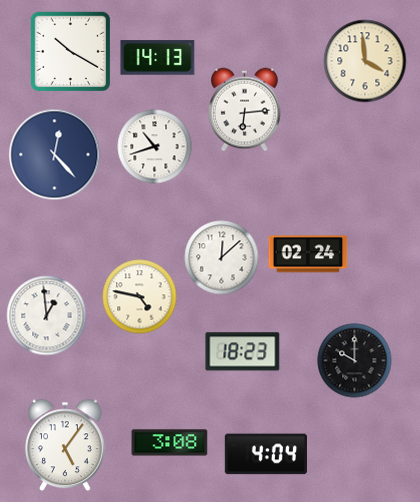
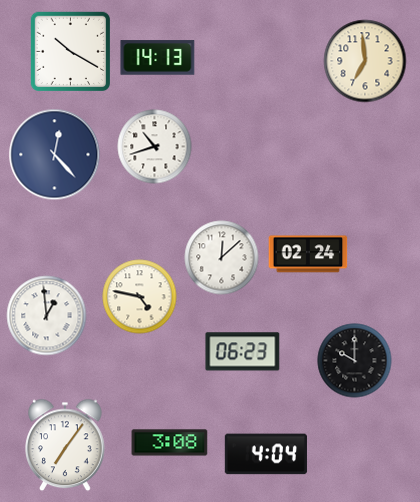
clock at (365, 61): 3:59 -> 6:59
clock at (244, 110): 6:14 -> none
clock at (243, 352): 18:23 -> 06:23
clock at (66, 445): 5:06 -> 7:06
